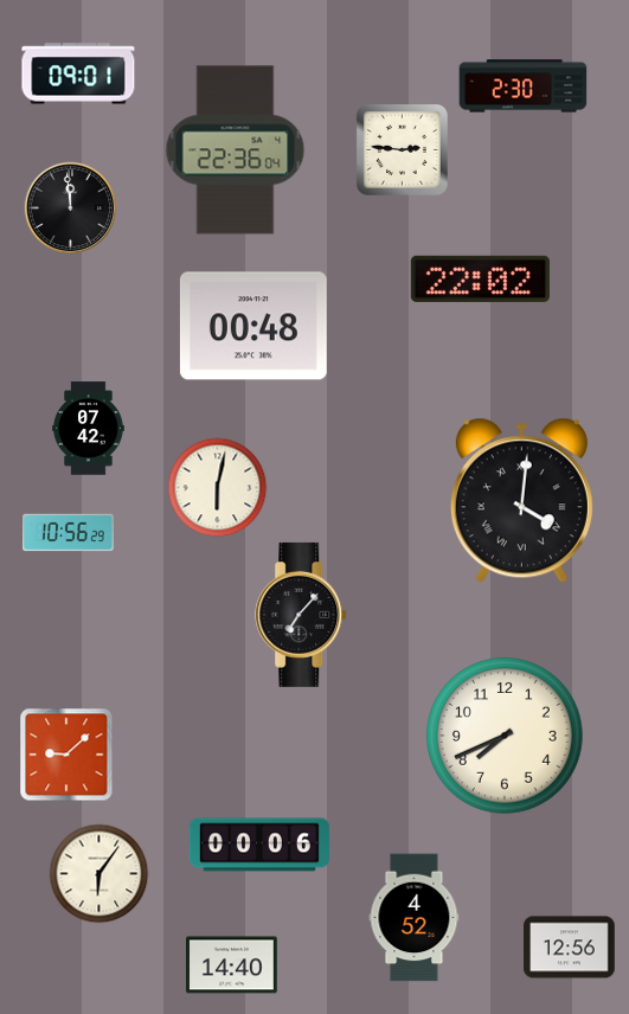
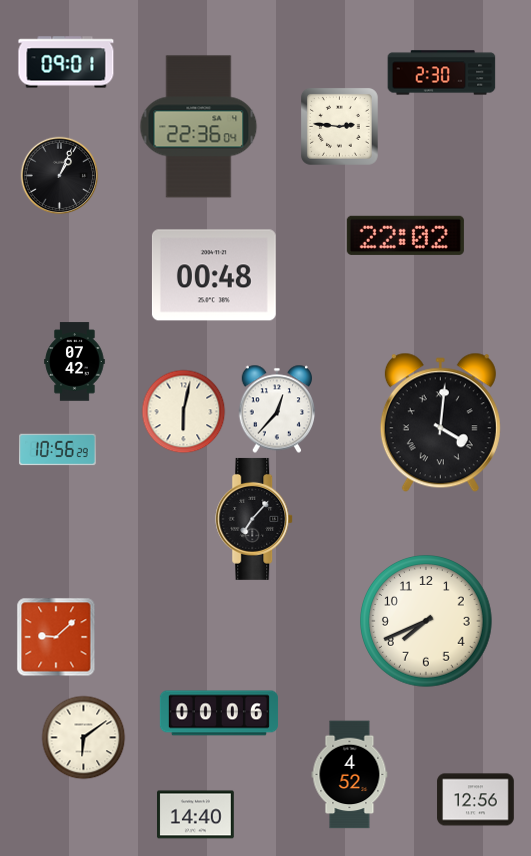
clock at (70, 207): 11:59 -> 1:04
clock at (276, 409): none -> 12:37
clock at (98, 873): 6:06 -> 6:09
clock at (570, 948) position: (570, 948) -> (476, 800)
